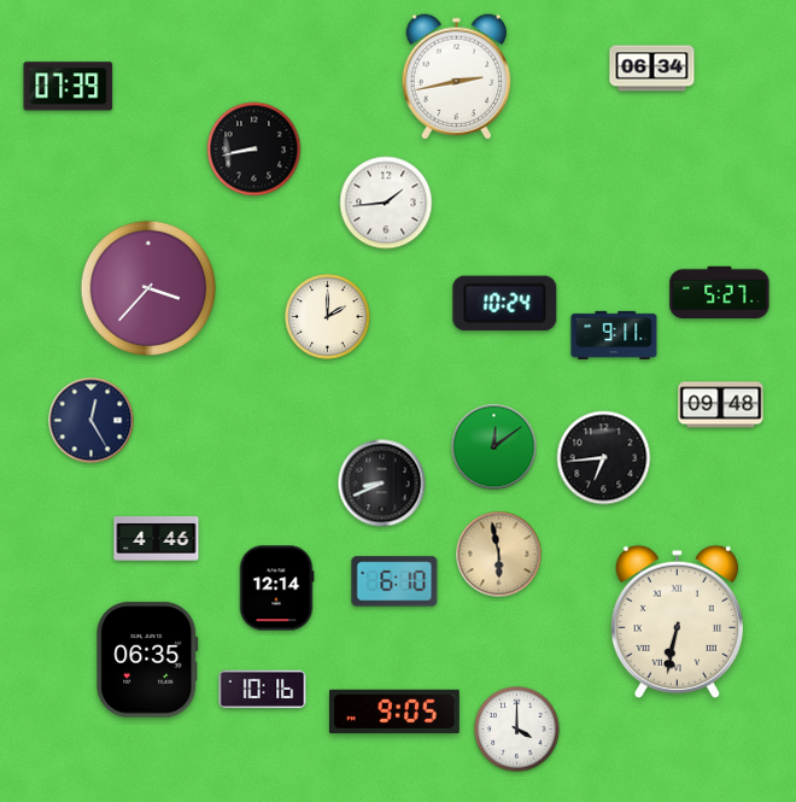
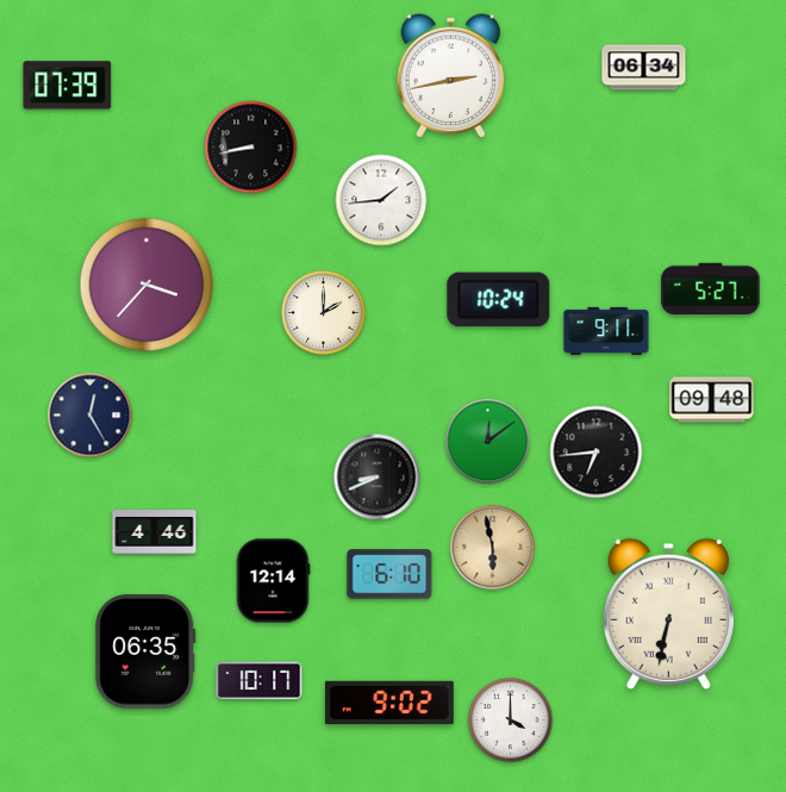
clock at (263, 690): 10:16 -> 10:17
clock at (394, 712): 9:05 -> 9:02
